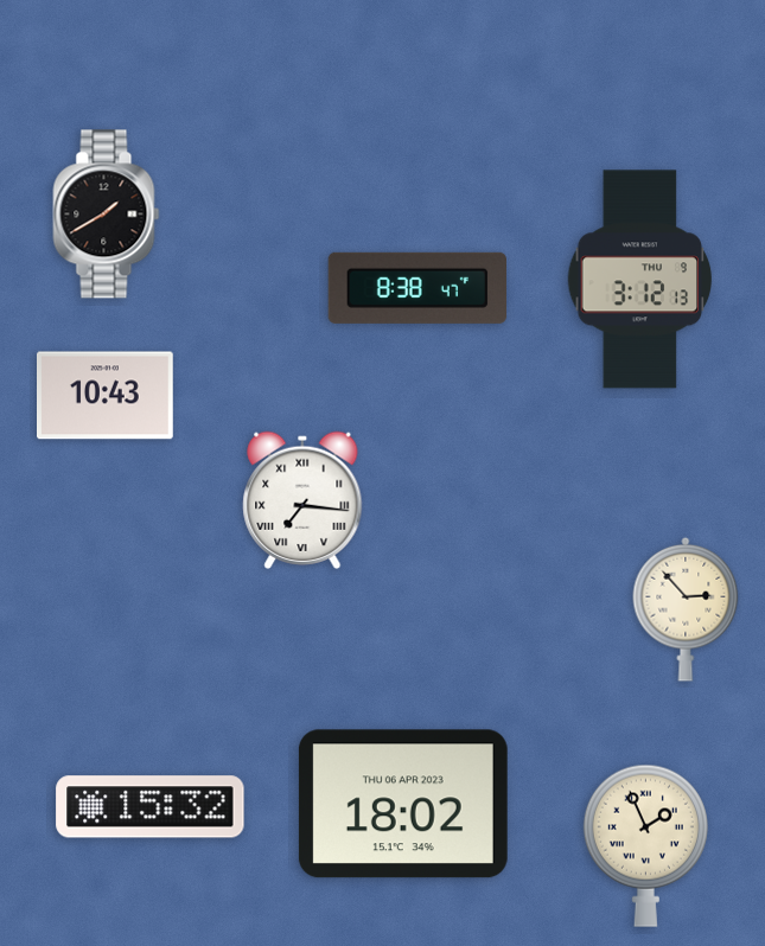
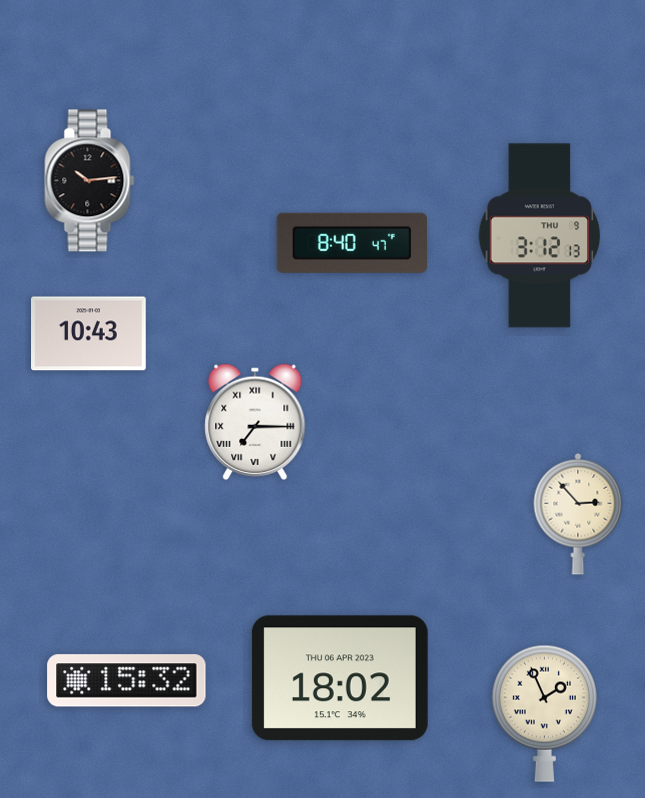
clock at (107, 215): 1:40 -> 10:14
clock at (417, 288): 8:38 -> 8:40
clock at (302, 500): 7:16 -> 7:15
